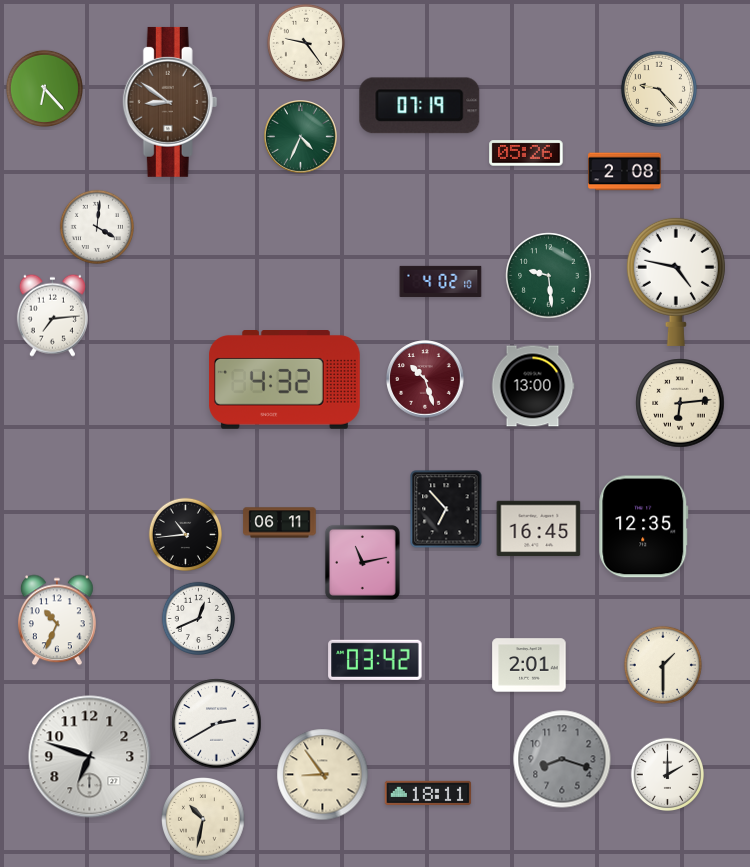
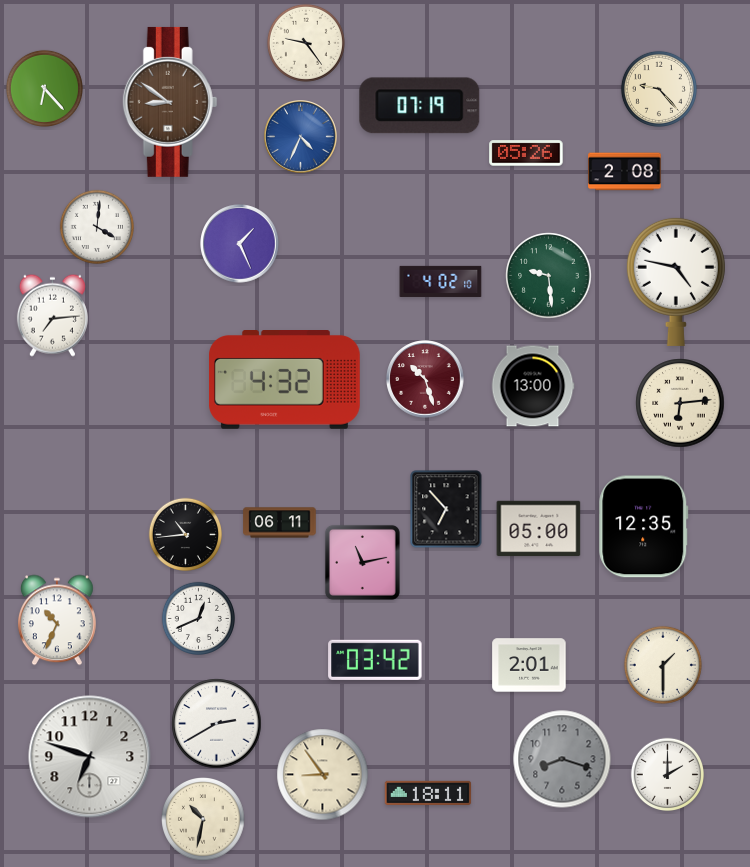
clock at (301, 137) dial: green -> blue
clock at (240, 244): none -> 1:26
clock at (539, 529): 16:45 -> 05:00
